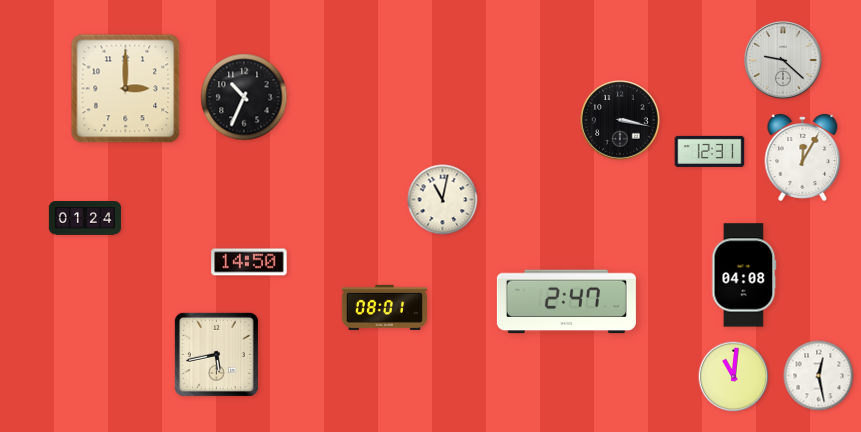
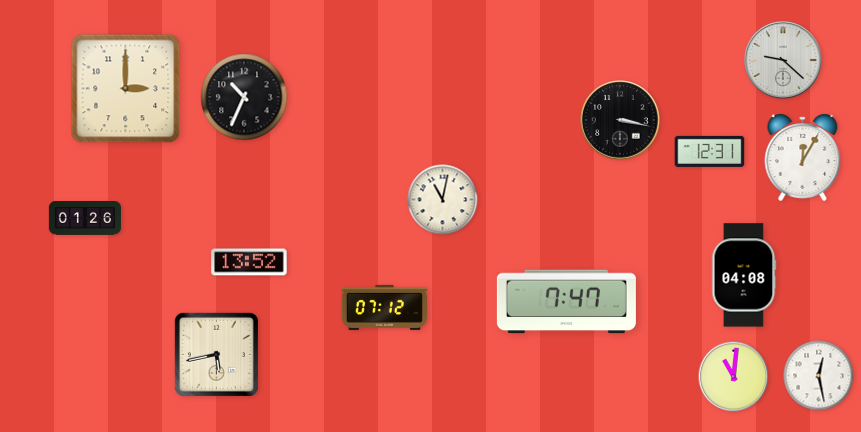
clock at (85, 218): 01:24 -> 01:26
clock at (249, 262): 14:50 -> 13:52
clock at (566, 302): 2:47 -> 7:47
clock at (384, 307): 08:01 -> 07:12
